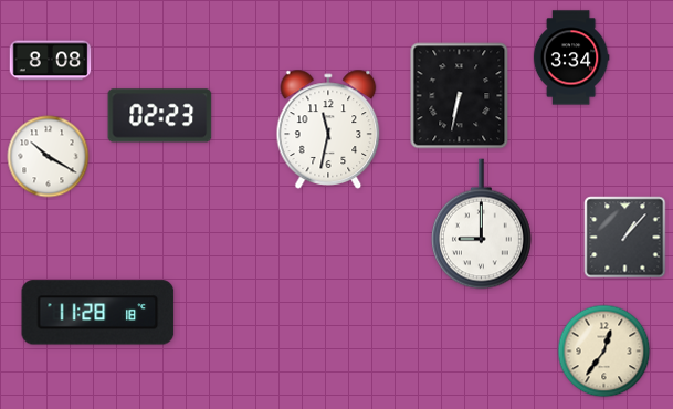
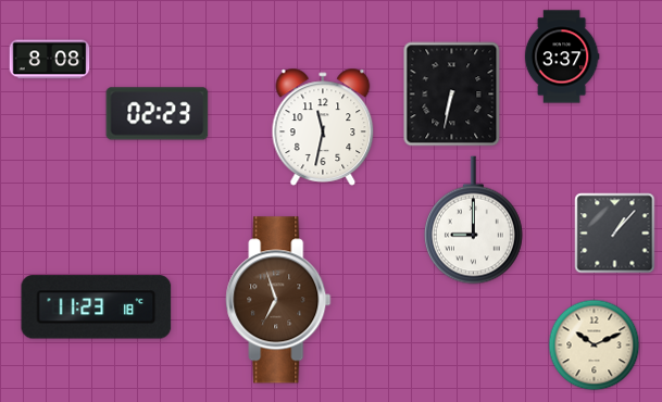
clock at (571, 57): 3:34 -> 3:37
clock at (49, 157): 10:20 -> none
clock at (278, 300): none -> 6:57
clock at (98, 313): 11:28 -> 11:23
clock at (604, 352): 12:36 -> 10:11
